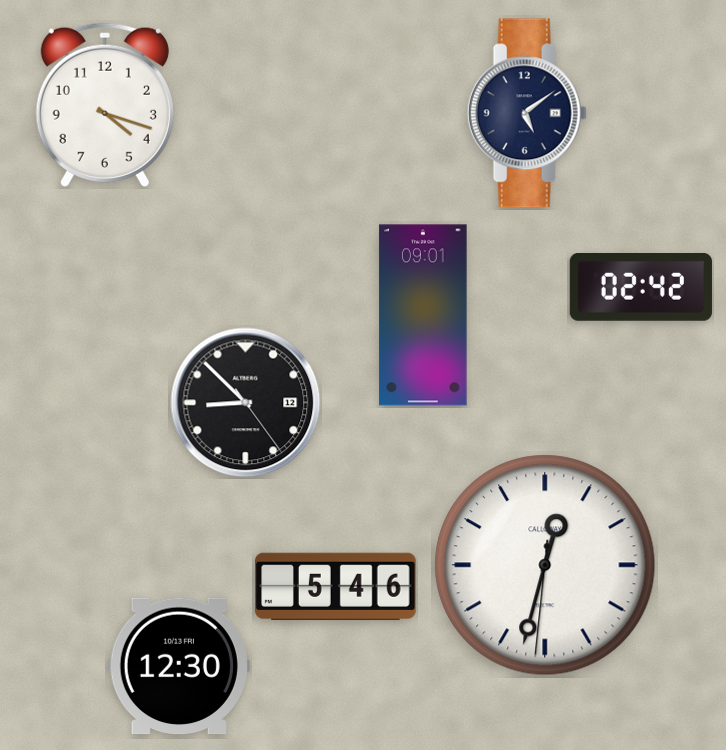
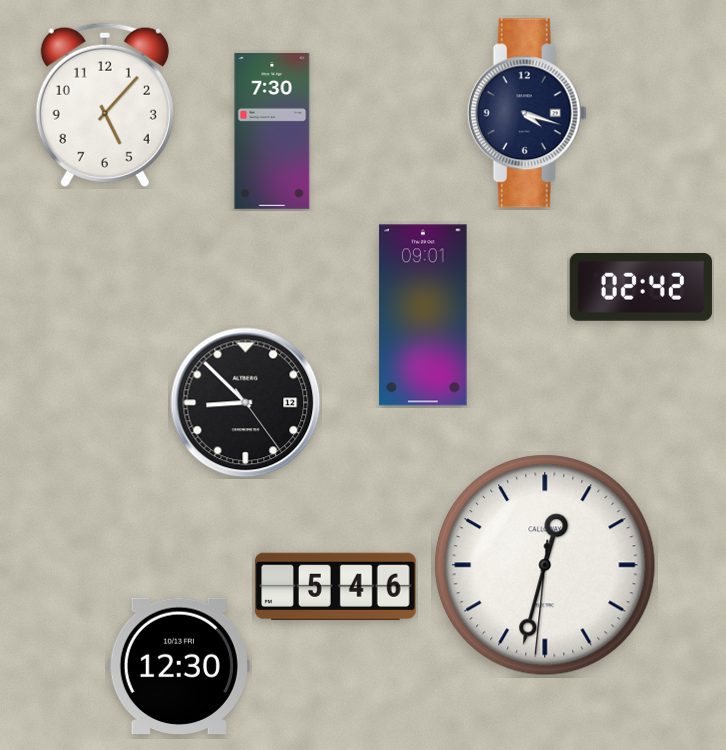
clock at (105, 105): 4:18 -> 5:07
clock at (527, 113): 5:09 -> 4:18
clock at (272, 131): none -> 7:30
